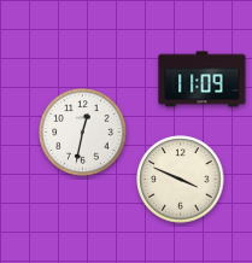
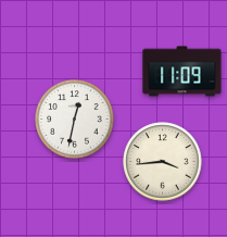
clock at (181, 180): 3:49 -> 3:44
